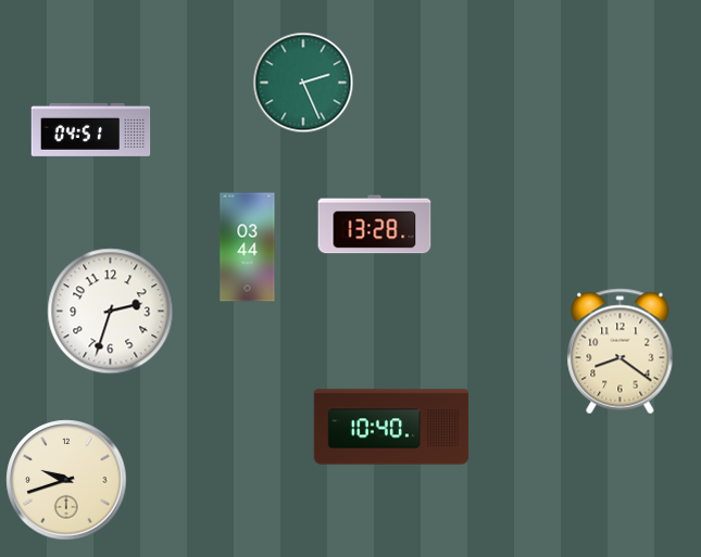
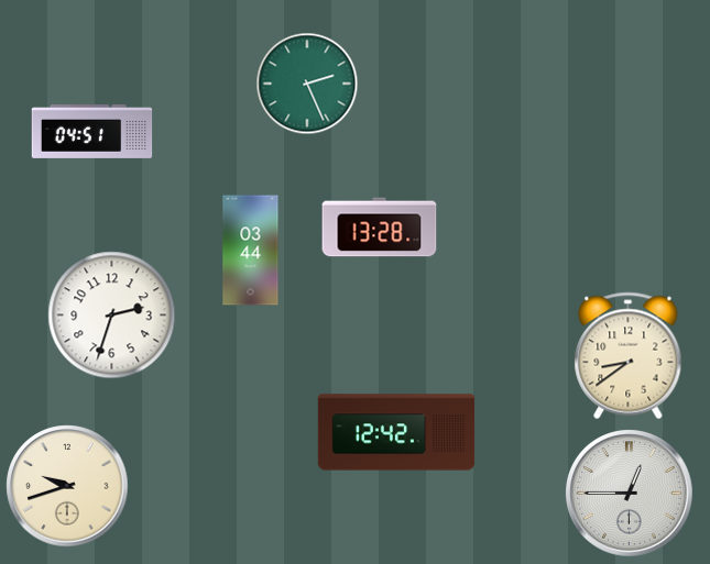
clock at (621, 352): 8:21 -> 8:39
clock at (391, 427): 10:40 -> 12:42
clock at (630, 494): none -> 12:45
